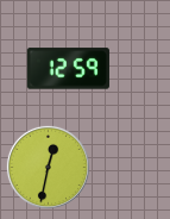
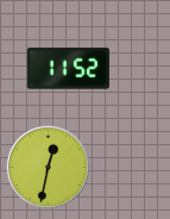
clock at (68, 69): 12:59 -> 11:52
